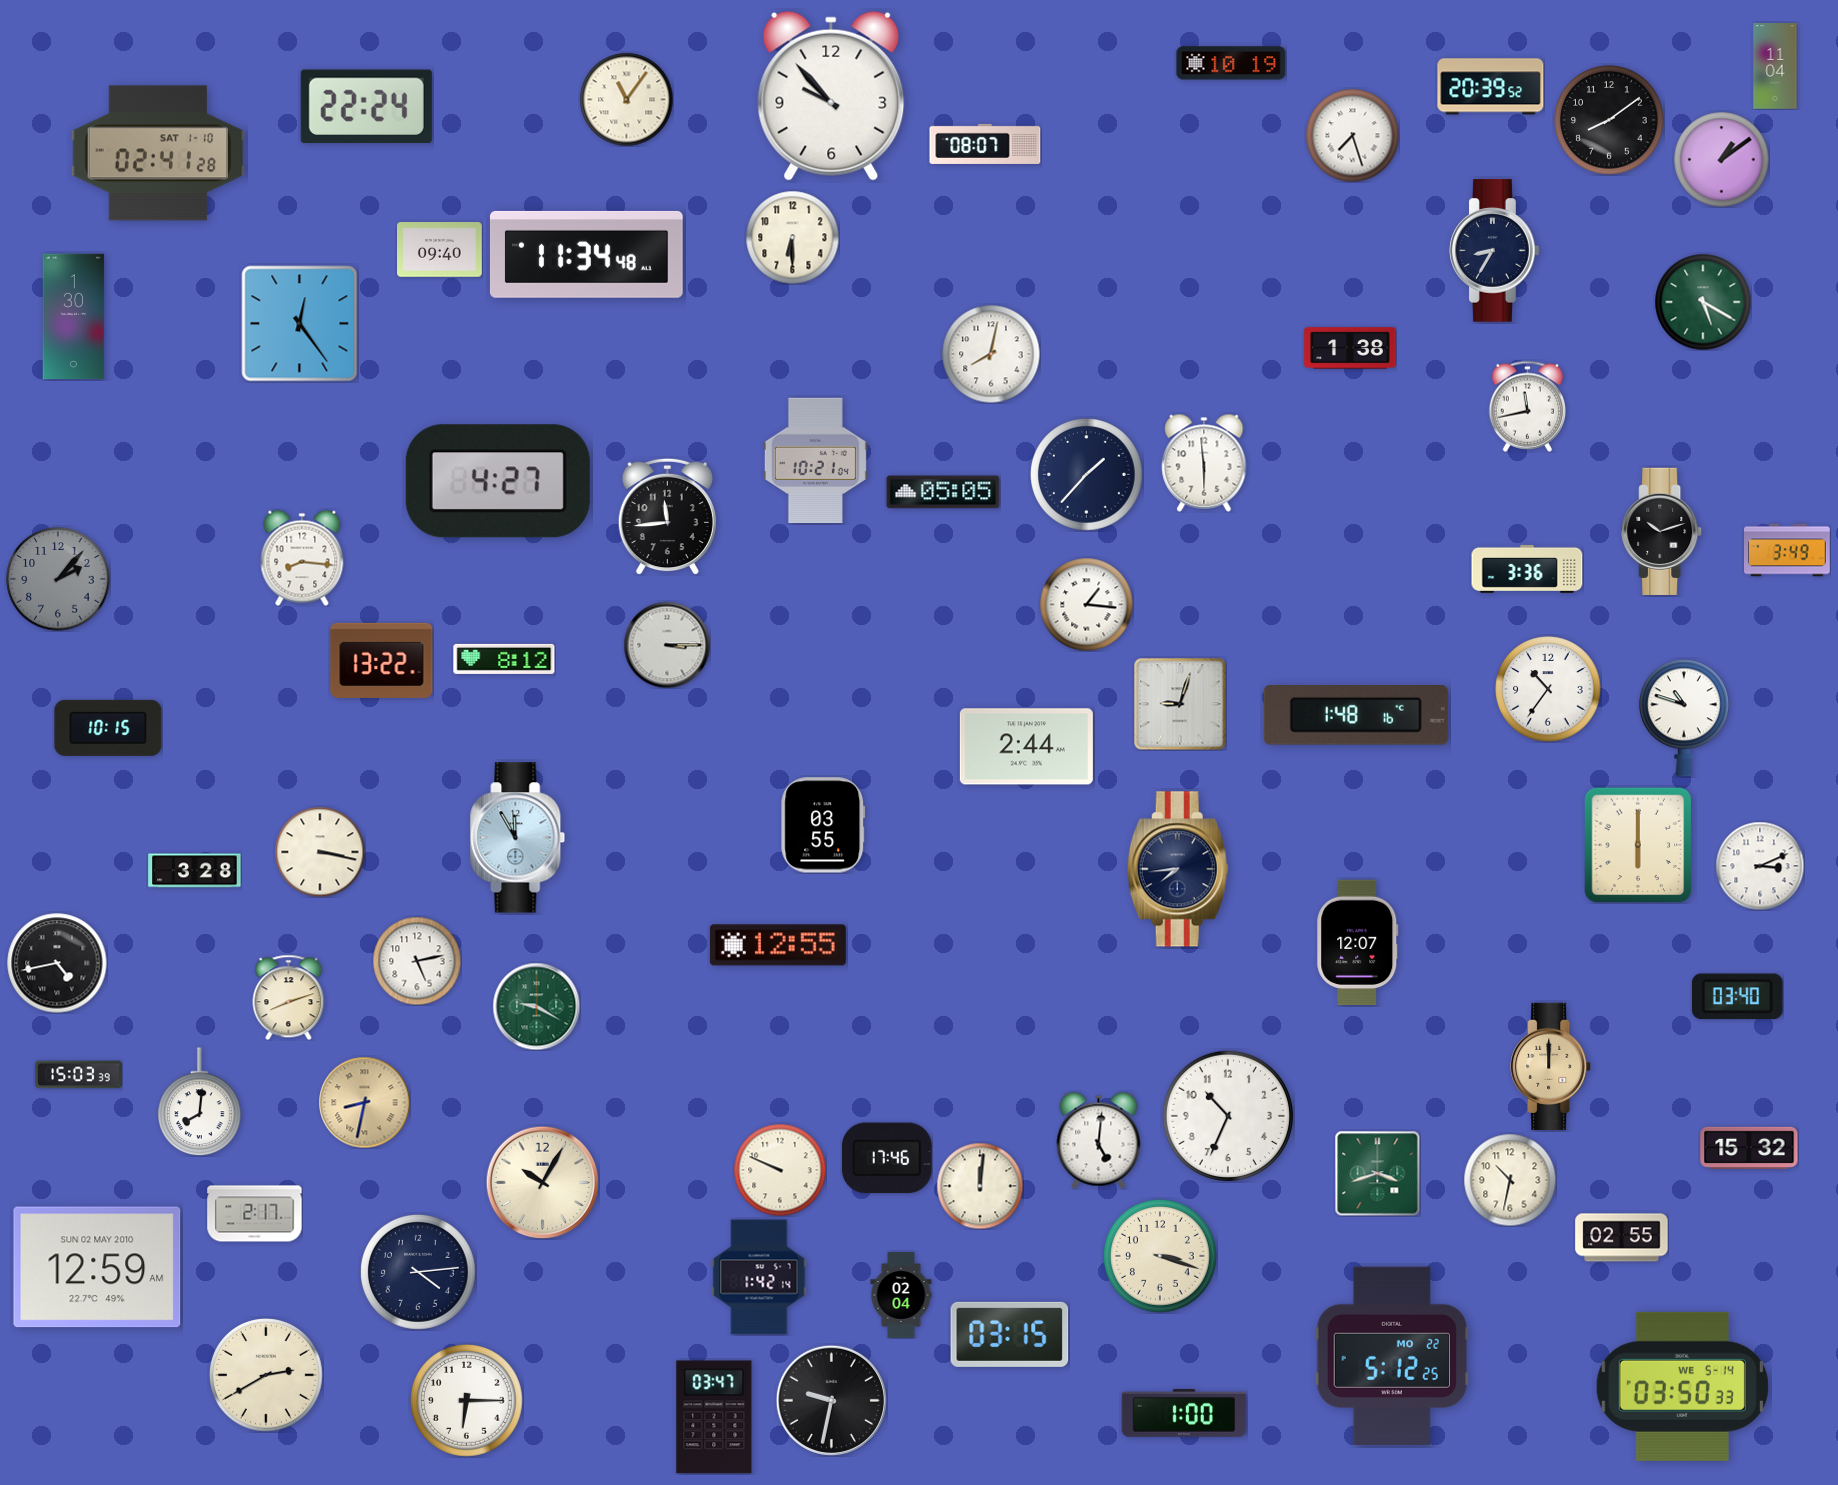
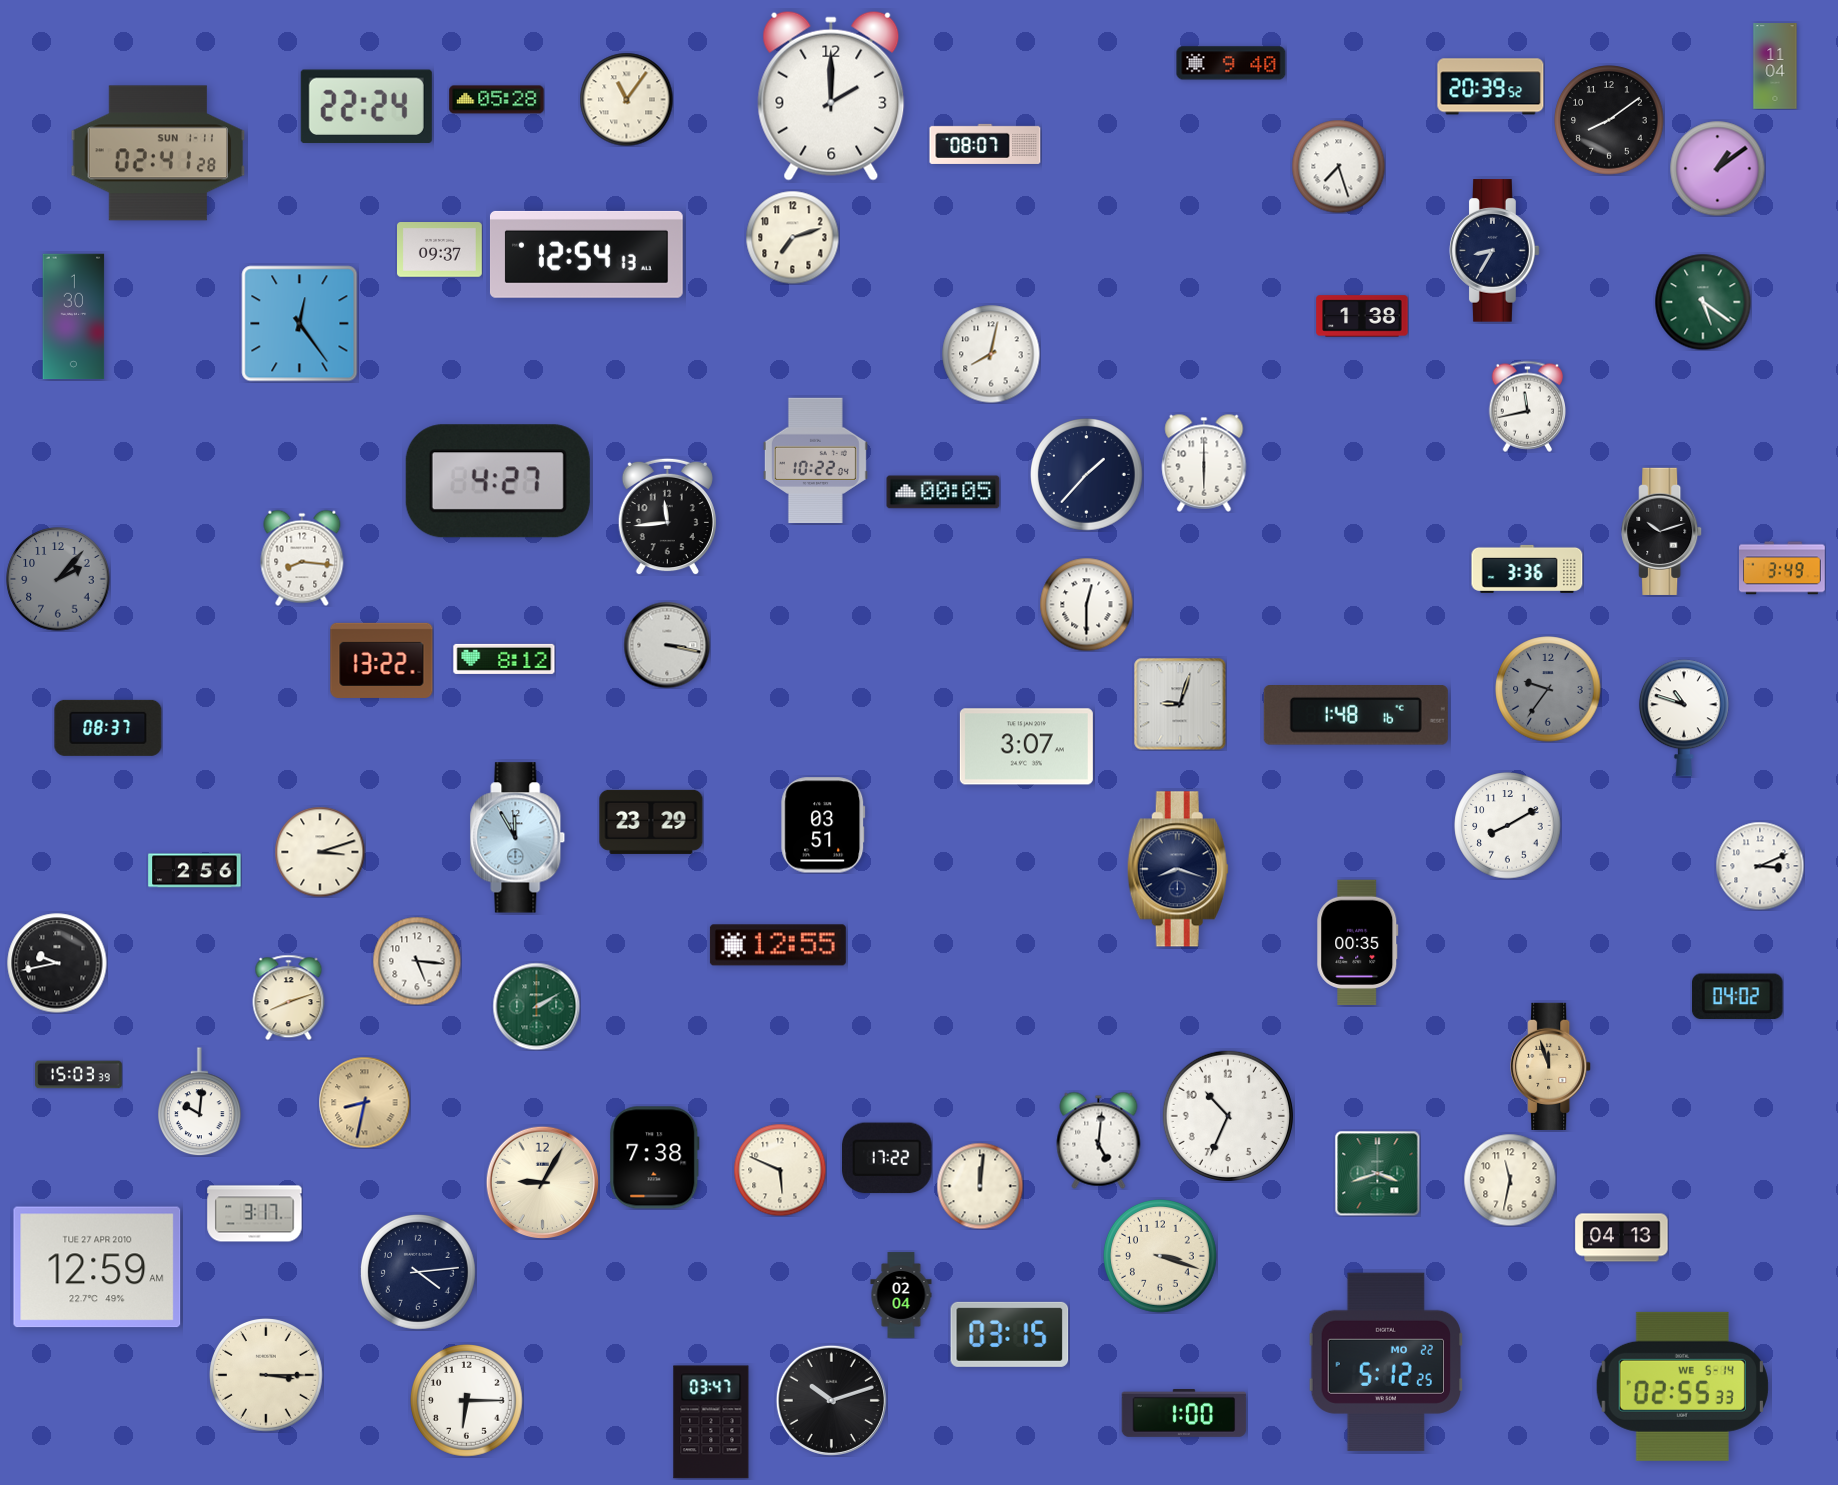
clock at (1231, 63): 10:19 -> 9:40
clock at (831, 96): 9:53 -> 2:00
clock at (497, 100): none -> 05:28
clock at (1352, 135) position: (1352, 135) -> (1338, 166)
clock at (158, 153) date: SAT 1-10 -> SUN 1-11
clock at (1721, 159) position: (1721, 159) -> (1717, 168)
clock at (792, 237): 6:30 -> 7:12
clock at (440, 250): 09:40 -> 09:37
clock at (586, 254): 11:34 -> 12:54
clock at (1703, 302): 5:20 -> 5:21
clock at (1350, 348) position: (1350, 348) -> (1362, 316)
clock at (815, 461): 10:21 -> 10:22
clock at (1204, 463): 5:59 -> 6:00
clock at (943, 492): 05:05 -> 00:05
clock at (1787, 550) position: (1787, 550) -> (1782, 568)
clock at (1086, 604): 1:16 -> 12:30
clock at (667, 645): 3:15 -> 3:17
clock at (1548, 689): 10:36 -> 9:36
clock at (1548, 689) dial: white -> grey
clock at (108, 728): 10:15 -> 08:37
clock at (1026, 747): 2:44 -> 3:07
clock at (651, 822): none -> 23:29
clock at (823, 825): 03:55 -> 03:51
clock at (1508, 826): none -> 8:10
clock at (1638, 845): 6:00 -> none
clock at (320, 852): 3:17 -> 3:12
clock at (1178, 869): 7:44 -> 8:18
clock at (195, 871): 3:28 -> 2:56
clock at (1358, 942): 12:07 -> 00:35
clock at (417, 961): 5:13 -> 5:16
clock at (57, 963): 4:43 -> 9:43
clock at (1738, 997): 03:40 -> 04:02
clock at (536, 1006): 9:20 -> 2:10
clock at (1551, 1066): 12:00 -> 11:57
clock at (200, 1102): 8:01 -> 10:01
clock at (1749, 1148): 15:32 -> none
clock at (655, 1158): none -> 7:38
clock at (887, 1158): 17:46 -> 17:22
clock at (780, 1170): 9:49 -> 5:49
clock at (1510, 1180): 10:32 -> 11:32
clock at (542, 1182): 10:05 -> 9:05
clock at (255, 1214): 2:17 -> 3:17
clock at (1622, 1238): 02:55 -> 04:13
clock at (97, 1267) date: SUN 02 MAY 2010 -> TUE 27 APR 2010
clock at (759, 1277): 1:42 -> none
clock at (1391, 1356) position: (1391, 1356) -> (1385, 1362)
clock at (267, 1376): 2:40 -> 3:15
clock at (1682, 1386): 03:50 -> 02:55
clock at (831, 1400): 9:32 -> 10:12
clock at (714, 1417) position: (714, 1417) -> (711, 1422)
